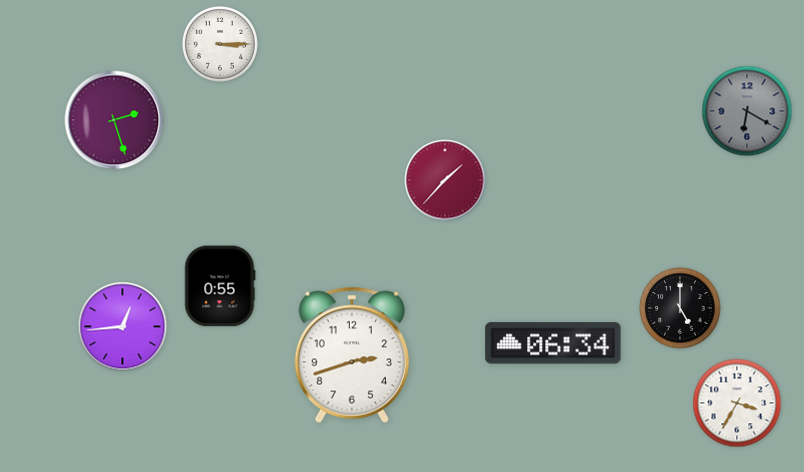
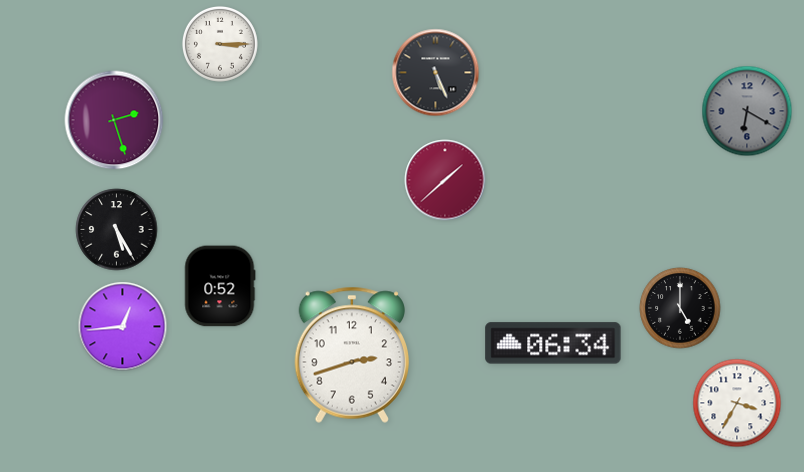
clock at (436, 73): none -> 5:26
clock at (445, 180): 1:37 -> 1:38
clock at (117, 230): none -> 5:25
clock at (220, 286): 0:55 -> 0:52
